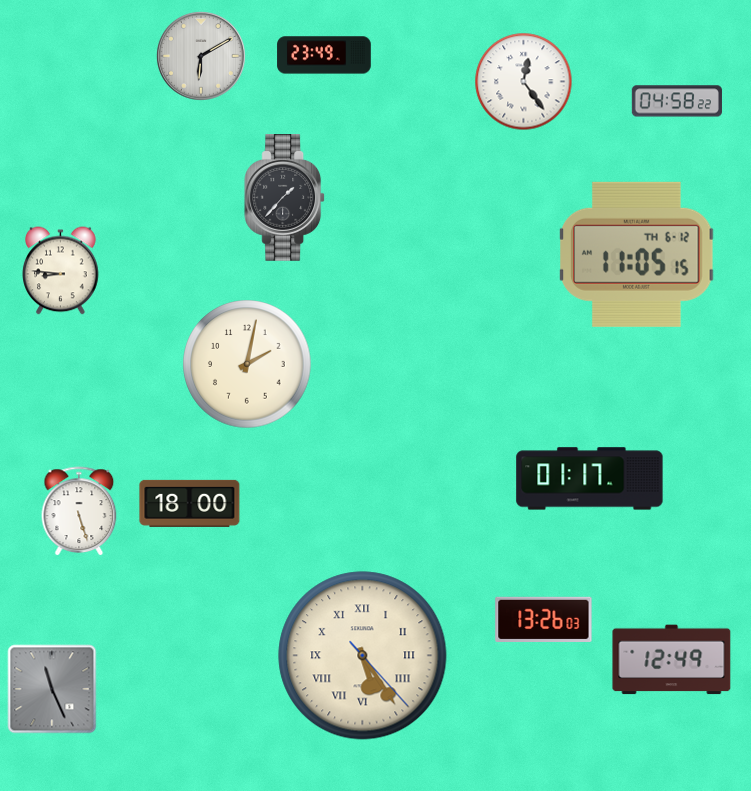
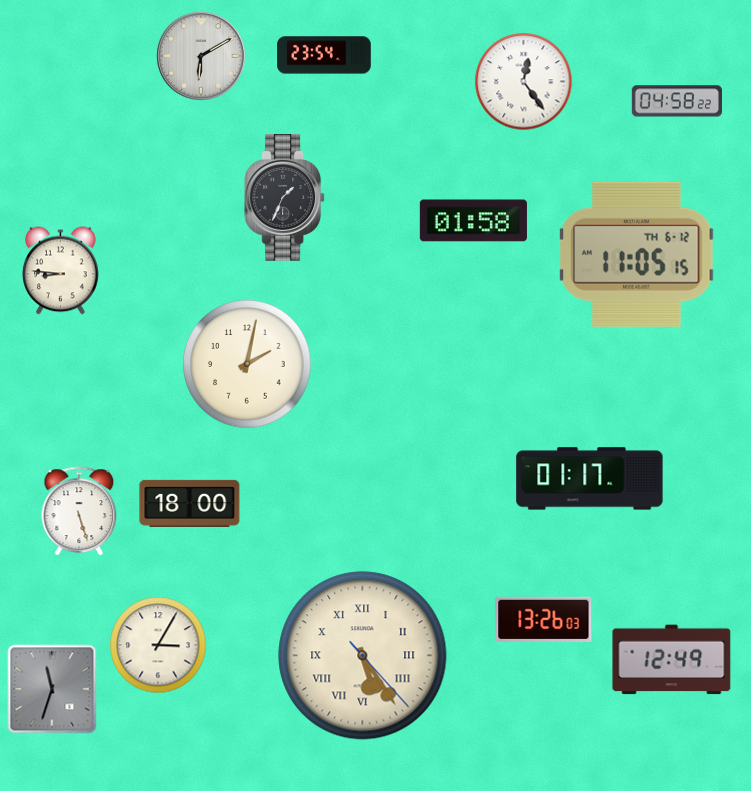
clock at (324, 55): 23:49 -> 23:54
clock at (285, 198): 1:37 -> 1:34
clock at (473, 221): none -> 01:58
clock at (158, 645): none -> 3:05
clock at (52, 689): 11:26 -> 11:33
